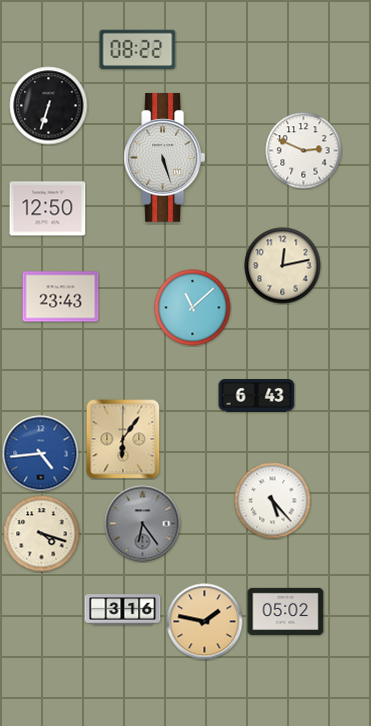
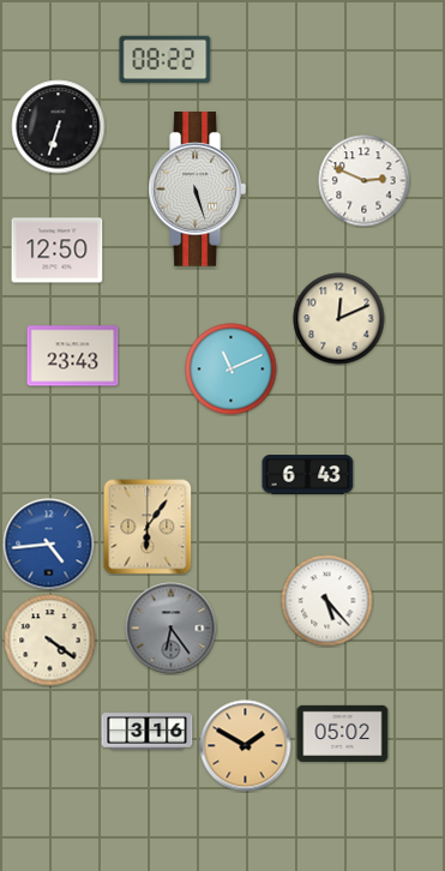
clock at (283, 266): 12:13 -> 12:11
clock at (193, 308): 11:08 -> 11:11
clock at (42, 534): 4:18 -> 4:21
clock at (205, 622): 1:47 -> 1:50
